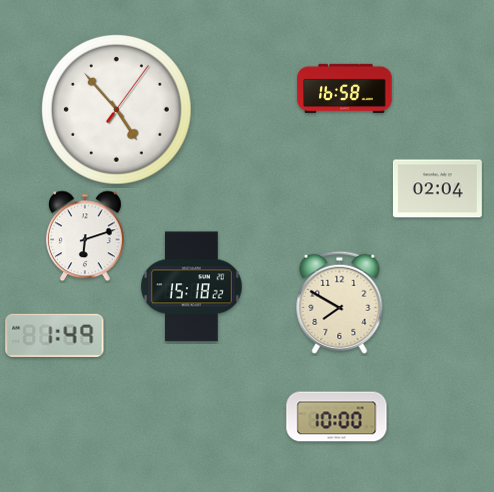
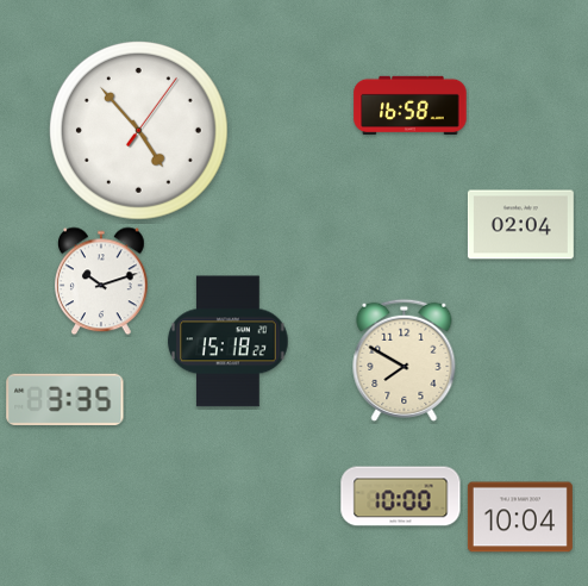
clock at (86, 236): 6:12 -> 10:12
clock at (55, 335): 1:49 -> 3:35
clock at (520, 517): none -> 10:04
